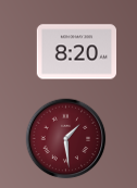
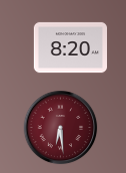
clock at (66, 139): 1:29 -> 6:29
